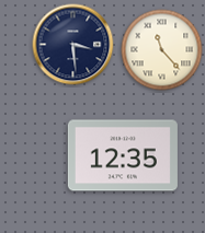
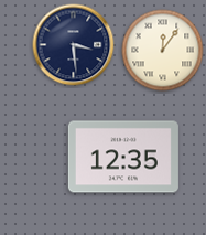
clock at (162, 50): 11:23 -> 12:06
